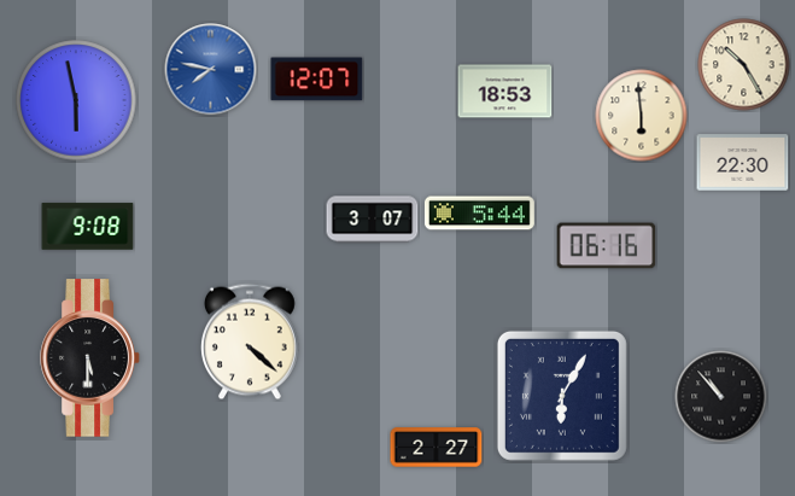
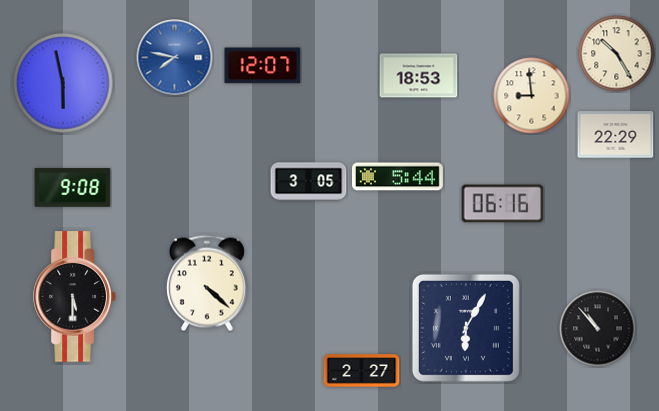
clock at (642, 116): 5:59 -> 8:59
clock at (743, 163): 22:30 -> 22:29
clock at (373, 220): 3:07 -> 3:05
